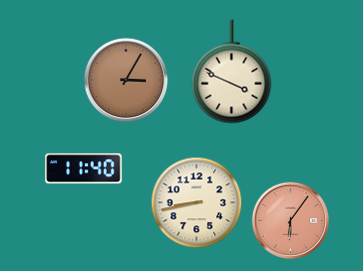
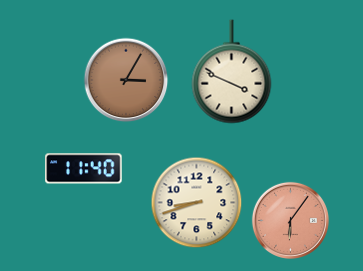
clock at (196, 202): 8:43 -> 8:42
